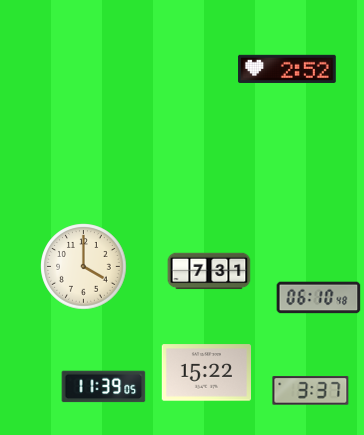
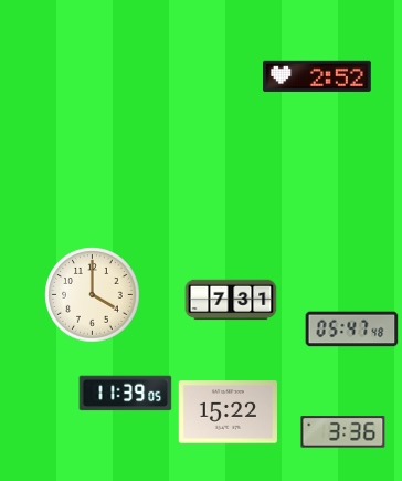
clock at (319, 298): 06:10 -> 05:47
clock at (104, 387) position: (104, 387) -> (126, 394)
clock at (311, 391): 3:37 -> 3:36
